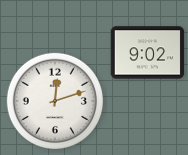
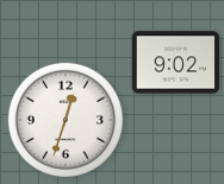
clock at (54, 100): 12:12 -> 12:33
